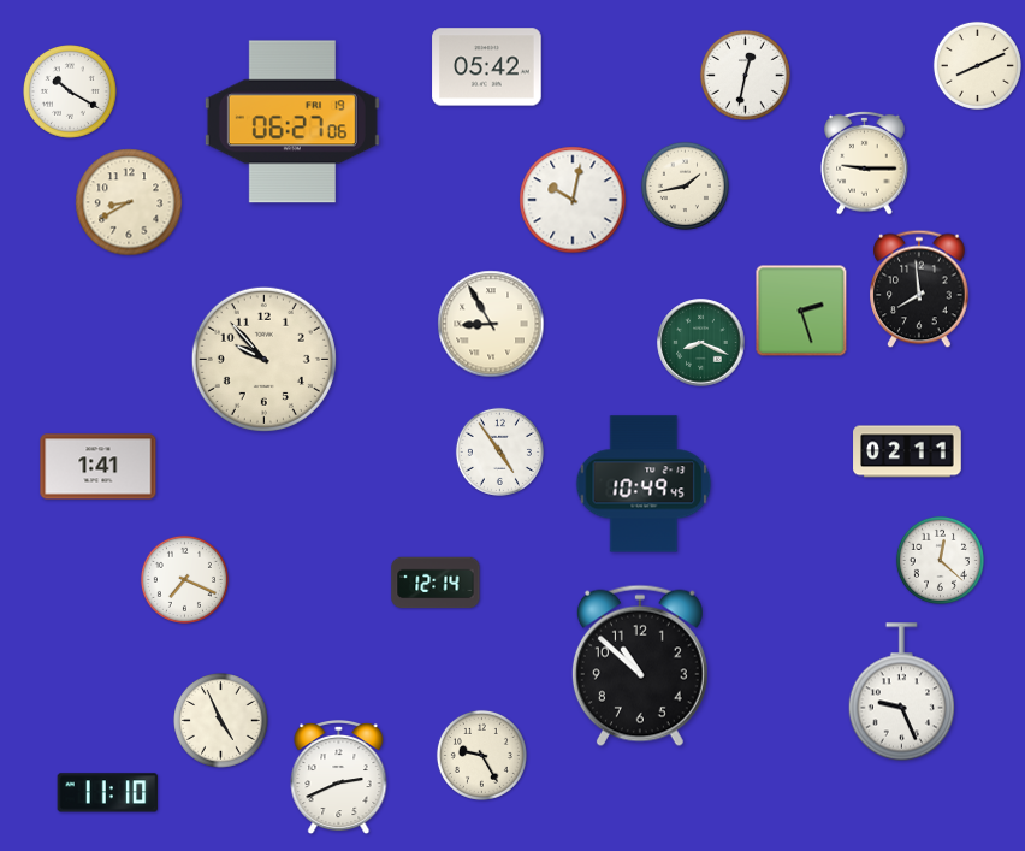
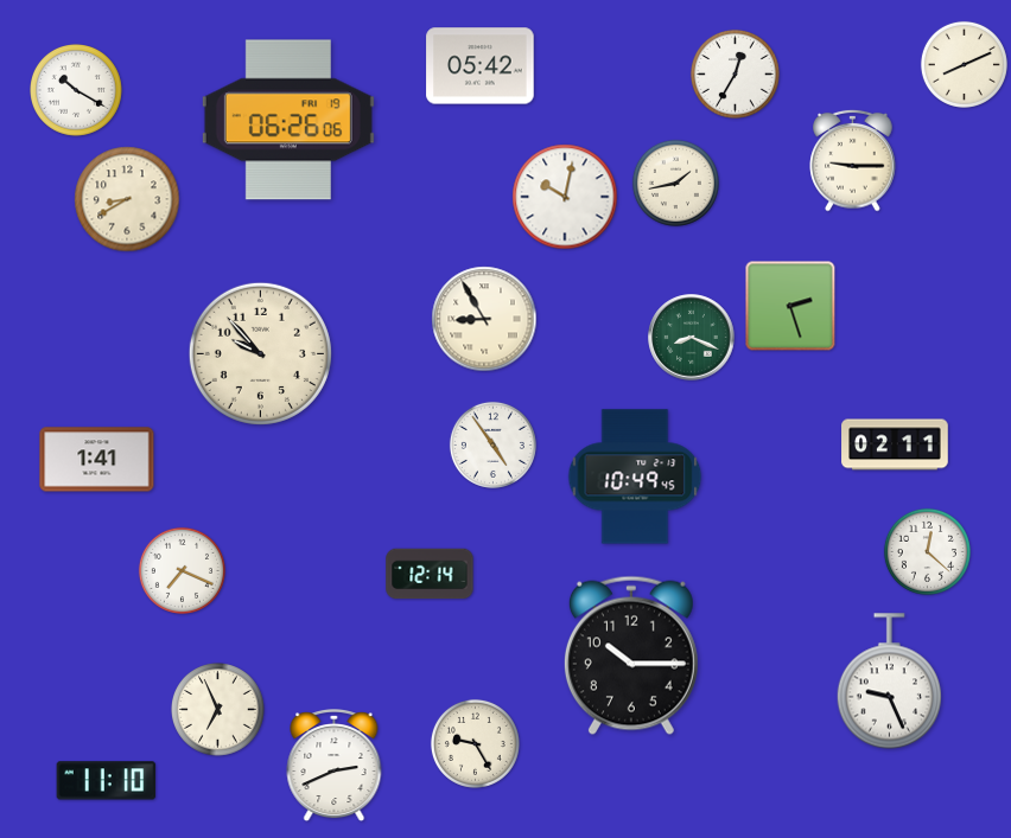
clock at (745, 75): 12:32 -> 12:35
clock at (71, 93) position: (71, 93) -> (77, 91)
clock at (292, 122): 06:27 -> 06:26
clock at (919, 289): 7:59 -> none
clock at (640, 666): 10:52 -> 10:15
clock at (221, 721): 4:56 -> 6:56
